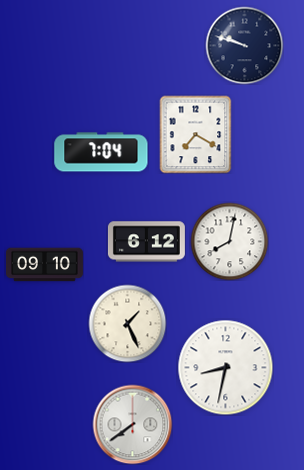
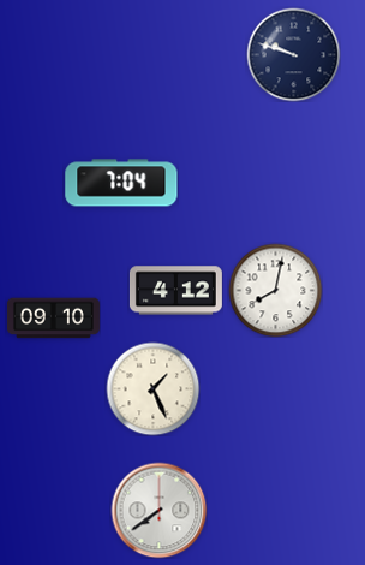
clock at (196, 134): 7:20 -> none
clock at (146, 242): 6:12 -> 4:12
clock at (225, 367): 8:32 -> none
